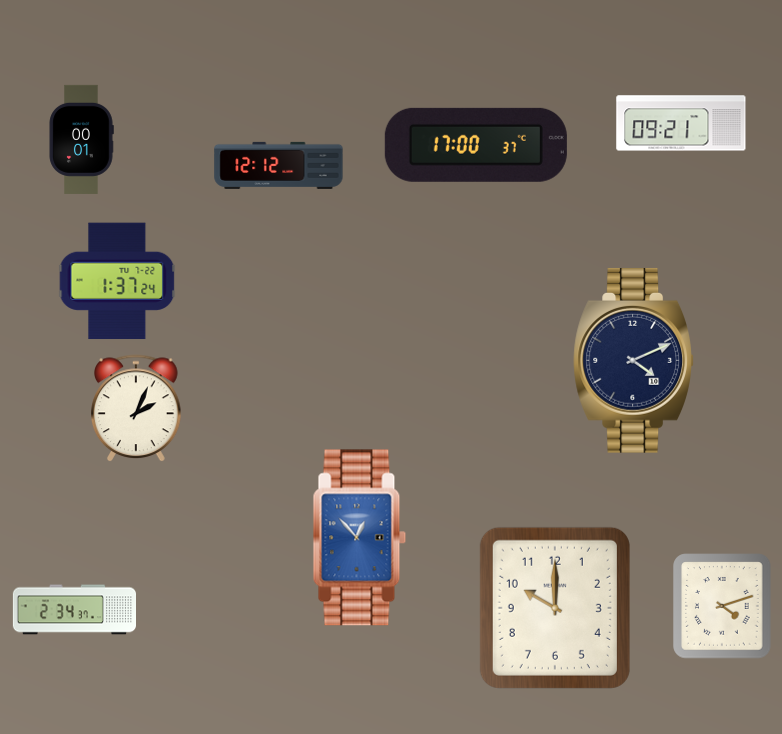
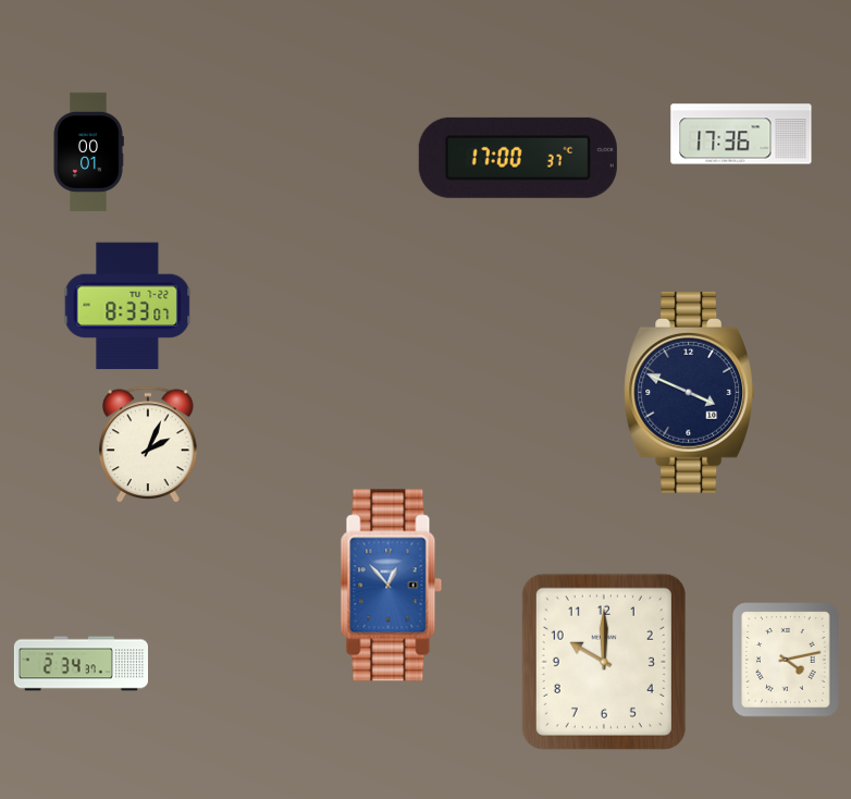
clock at (681, 123): 09:21 -> 17:36
clock at (279, 165): 12:12 -> none
clock at (117, 281): 1:37 -> 8:33
clock at (633, 360): 4:11 -> 3:49
clock at (722, 606): 4:12 -> 4:13
